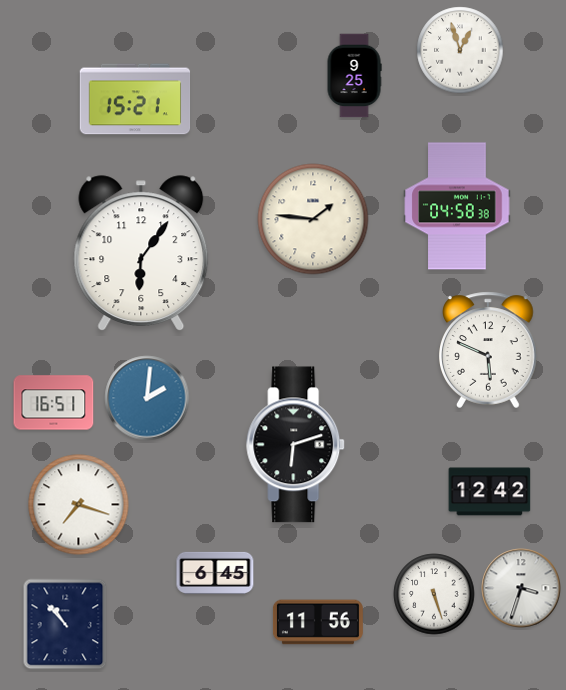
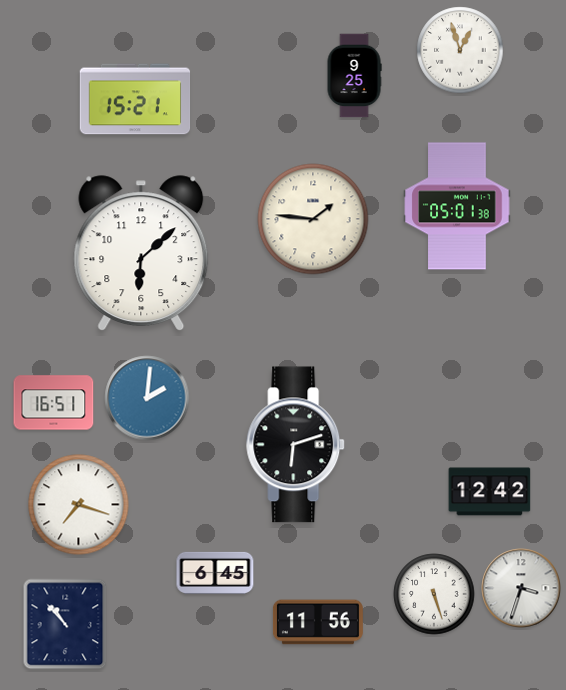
clock at (457, 206): 04:58 -> 05:01
clock at (141, 254): 6:06 -> 6:08
clock at (489, 350): 5:49 -> none
